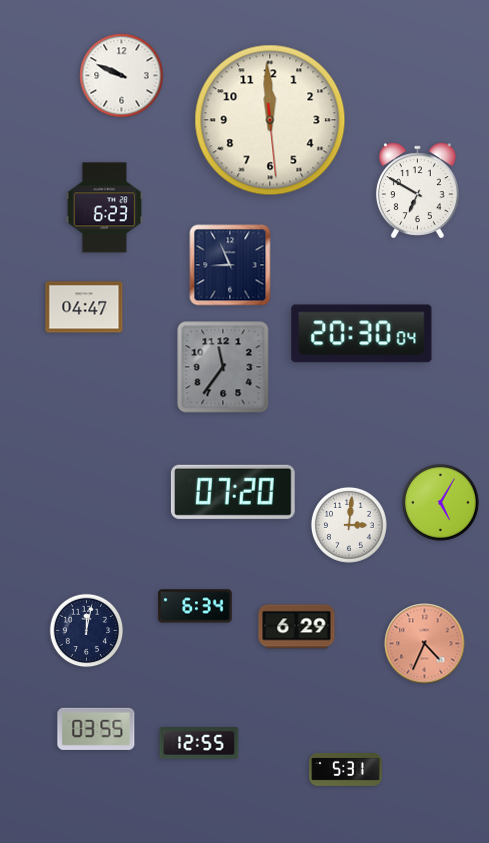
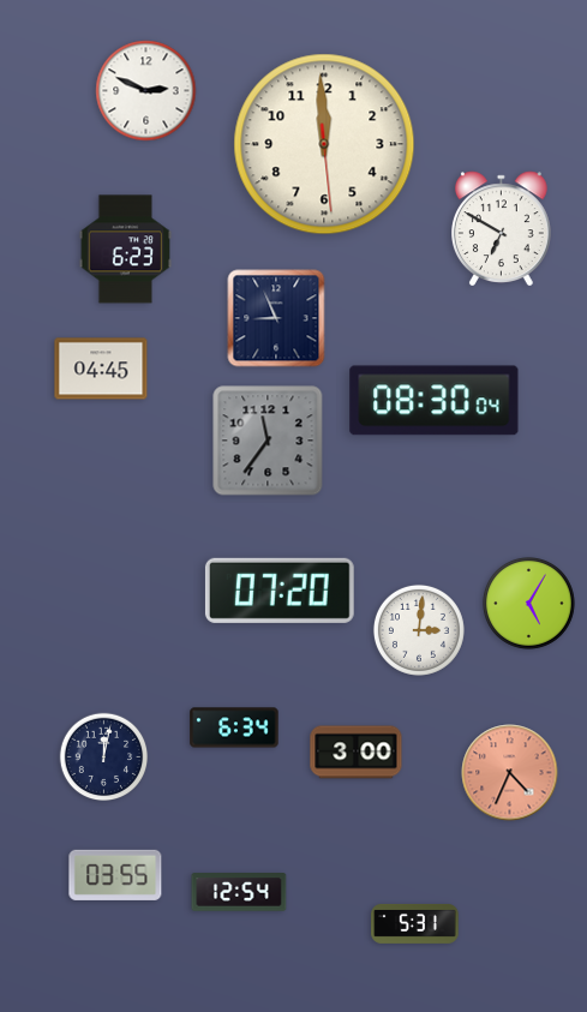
clock at (122, 76): 9:49 -> 2:49
clock at (84, 307): 04:47 -> 04:45
clock at (362, 334): 20:30 -> 08:30
clock at (297, 627): 6:29 -> 3:00
clock at (199, 743): 12:55 -> 12:54
